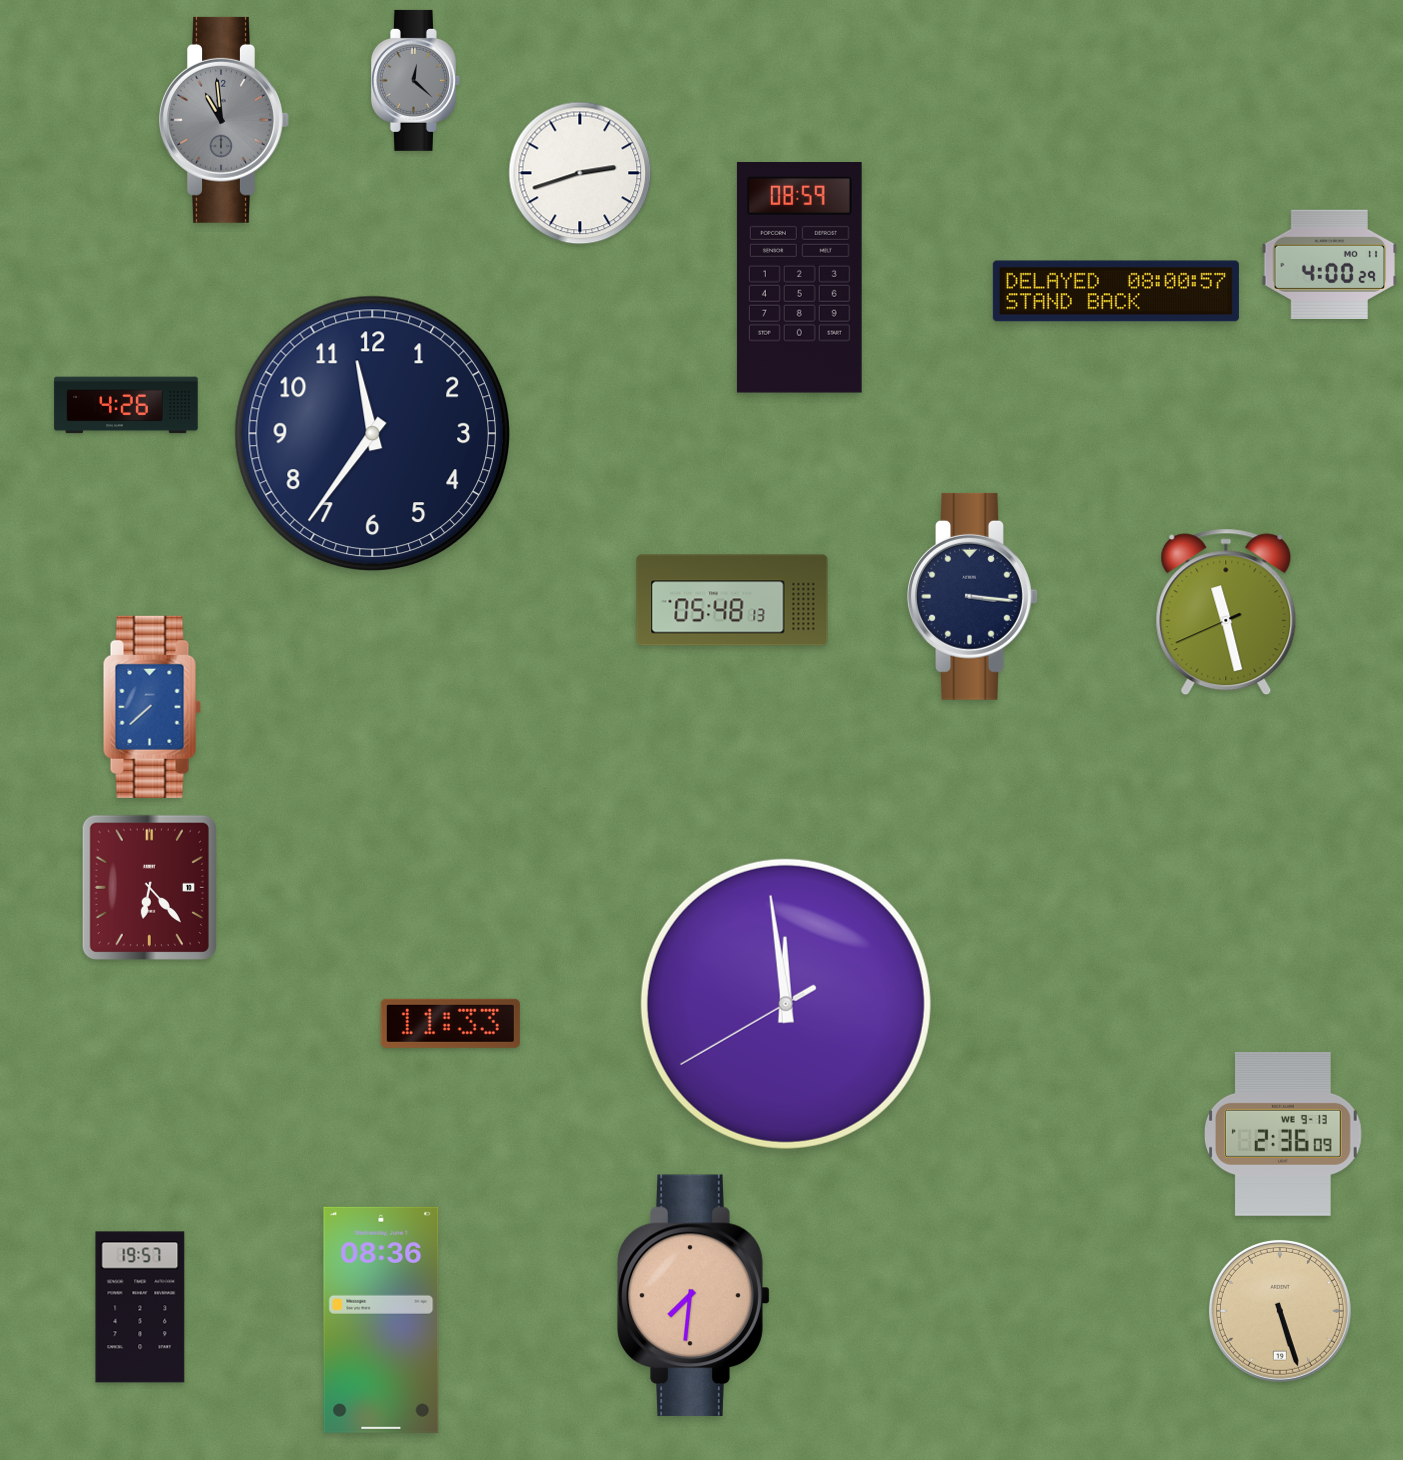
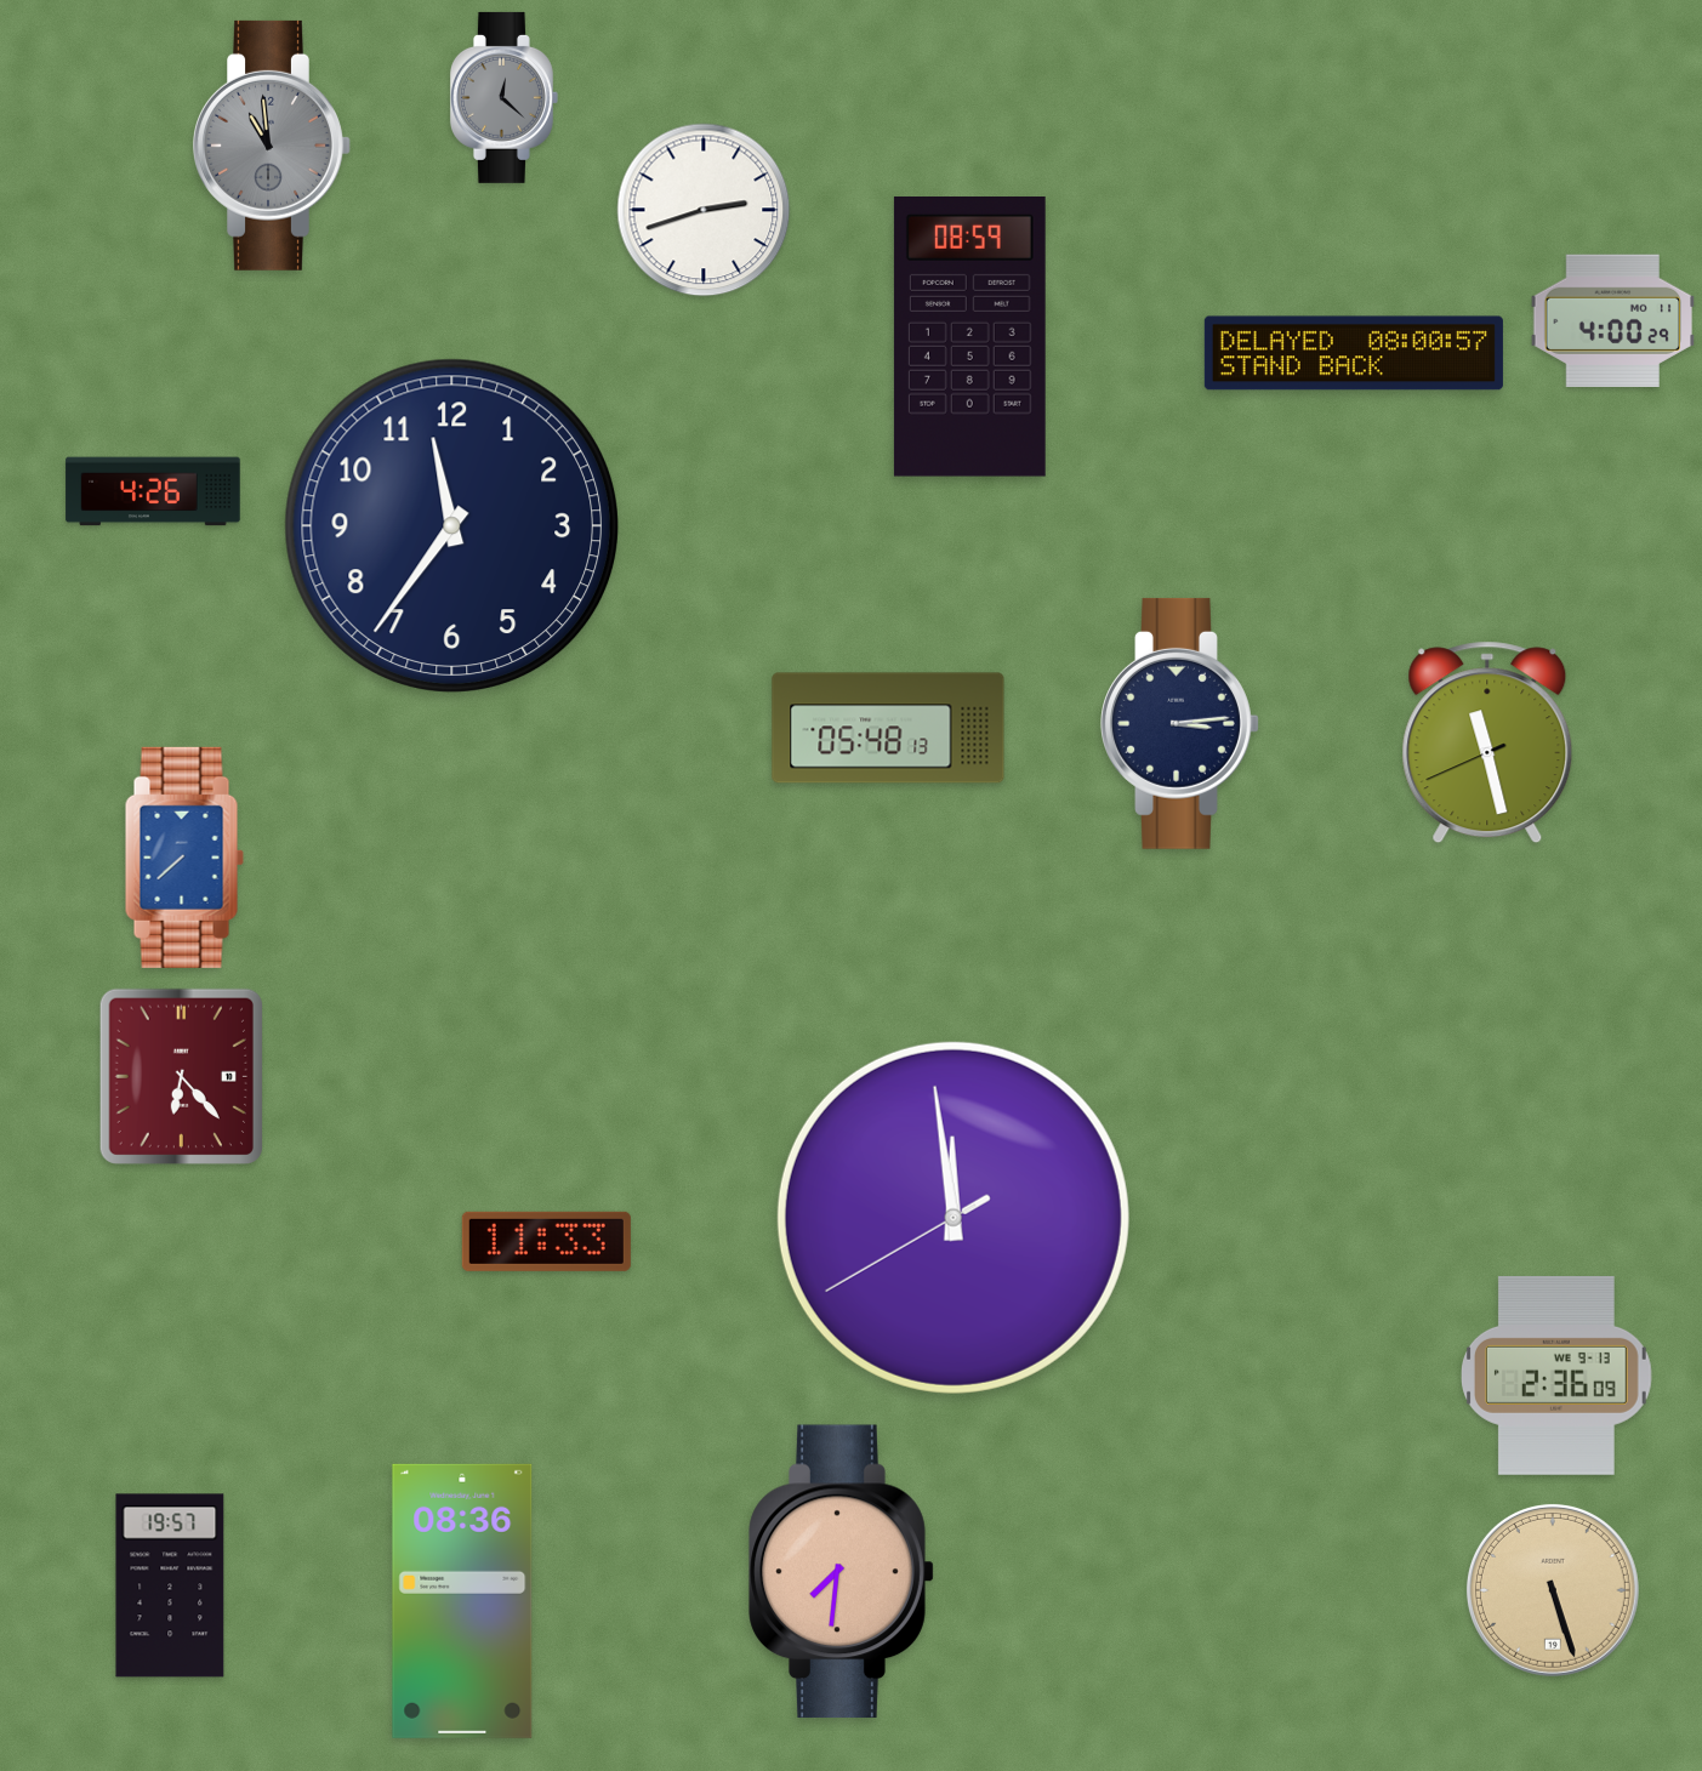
clock at (973, 596): 3:16 -> 3:14
